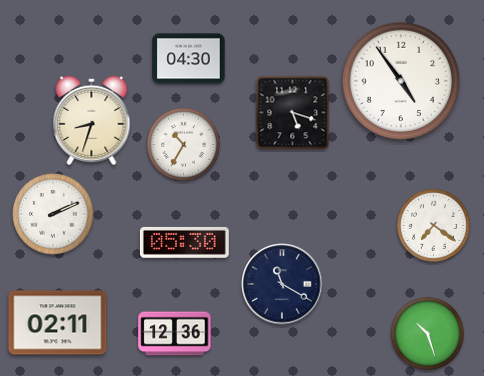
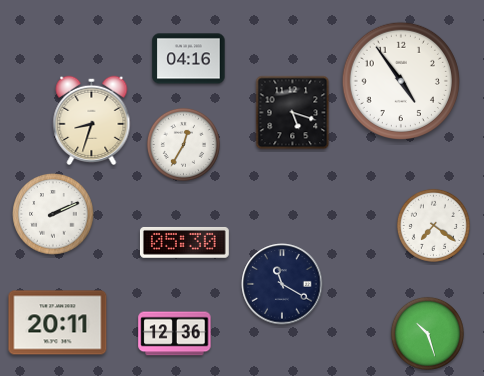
clock at (189, 59): 04:30 -> 04:16
clock at (183, 144): 10:35 -> 12:35
clock at (58, 323): 02:11 -> 20:11
